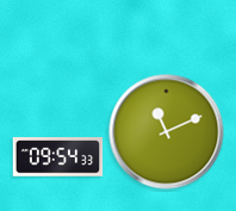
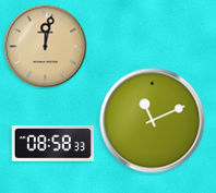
clock at (46, 47): none -> 12:02
clock at (58, 157): 09:54 -> 08:58
